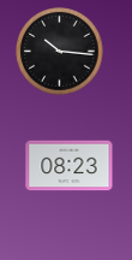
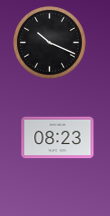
clock at (60, 52): 10:16 -> 10:19
